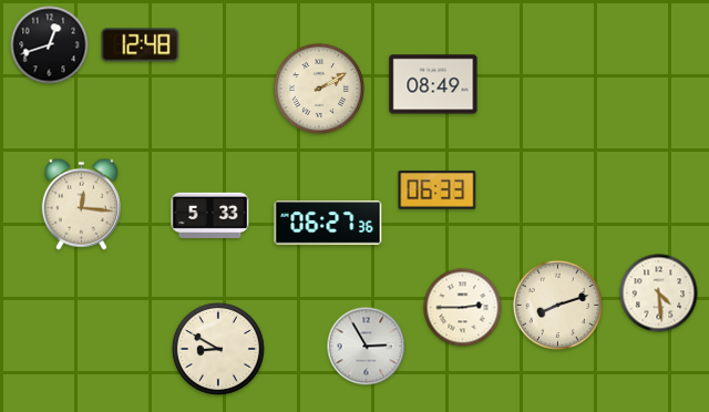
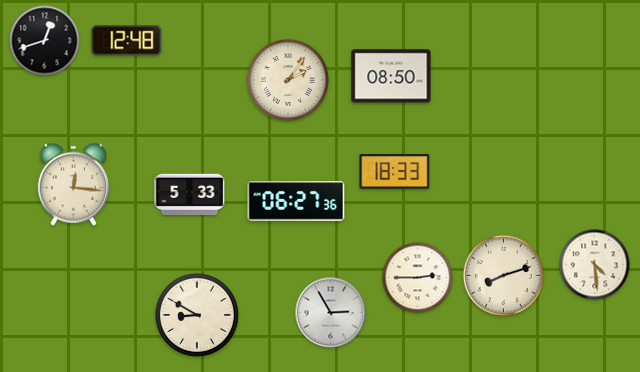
clock at (433, 84): 08:49 -> 08:50
clock at (319, 89): 2:10 -> 2:06
clock at (438, 190): 06:33 -> 18:33
